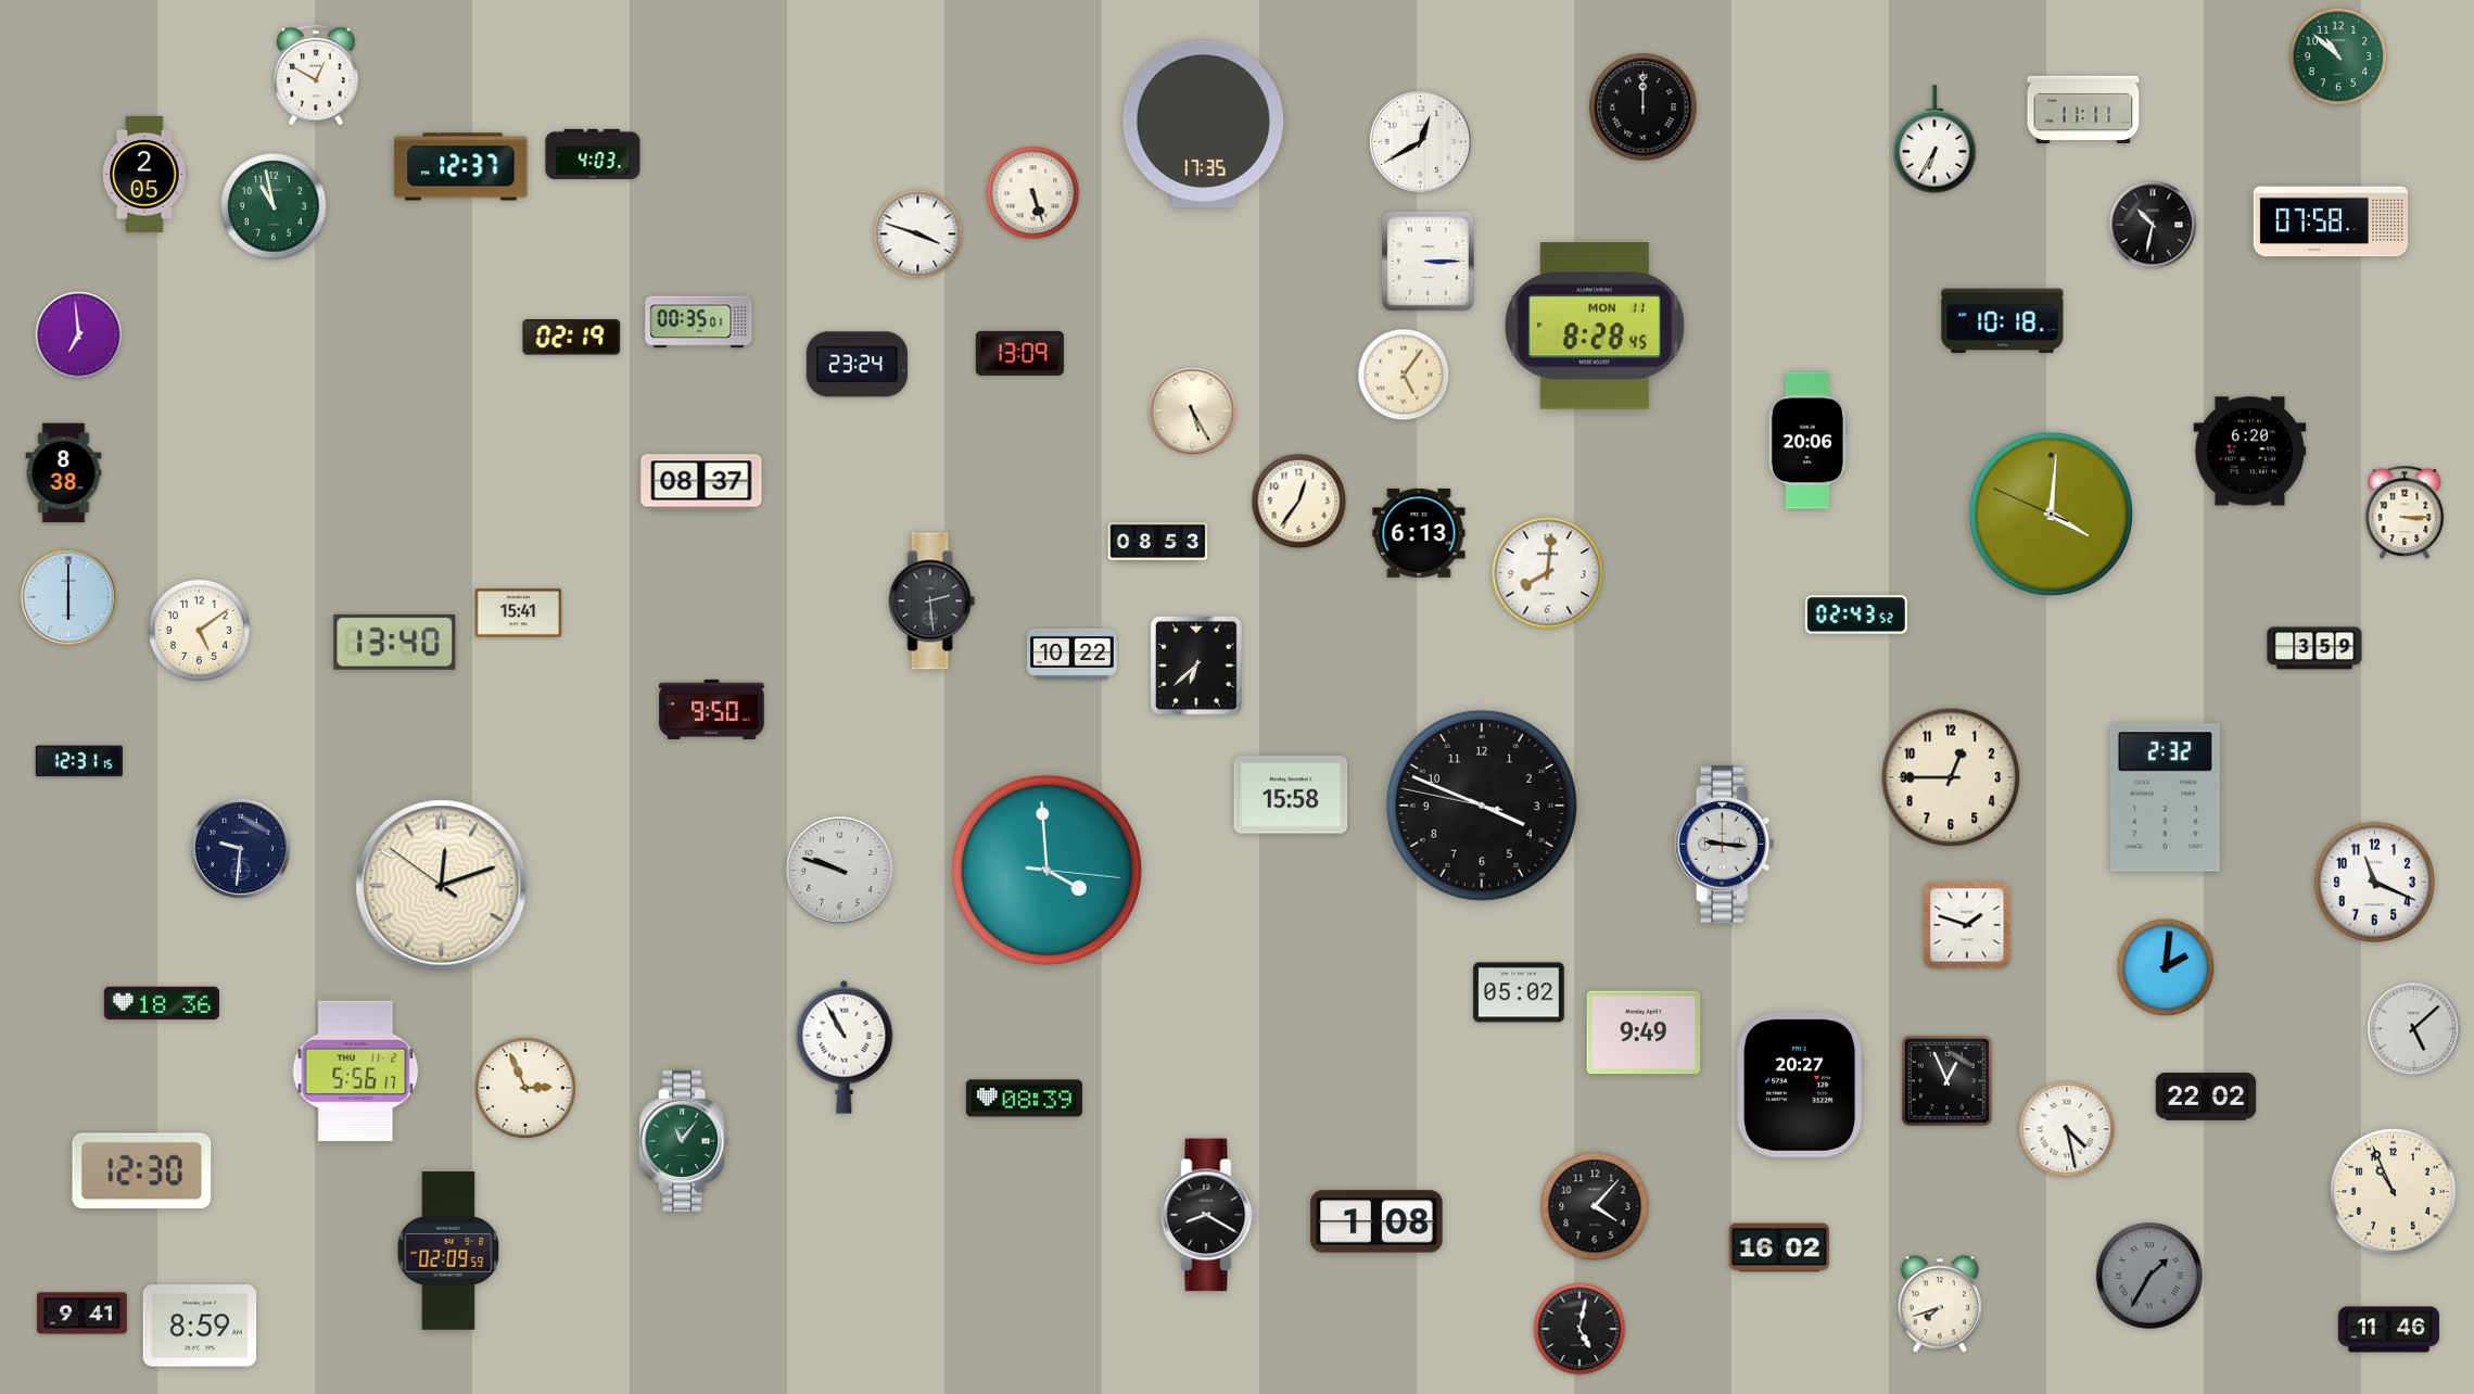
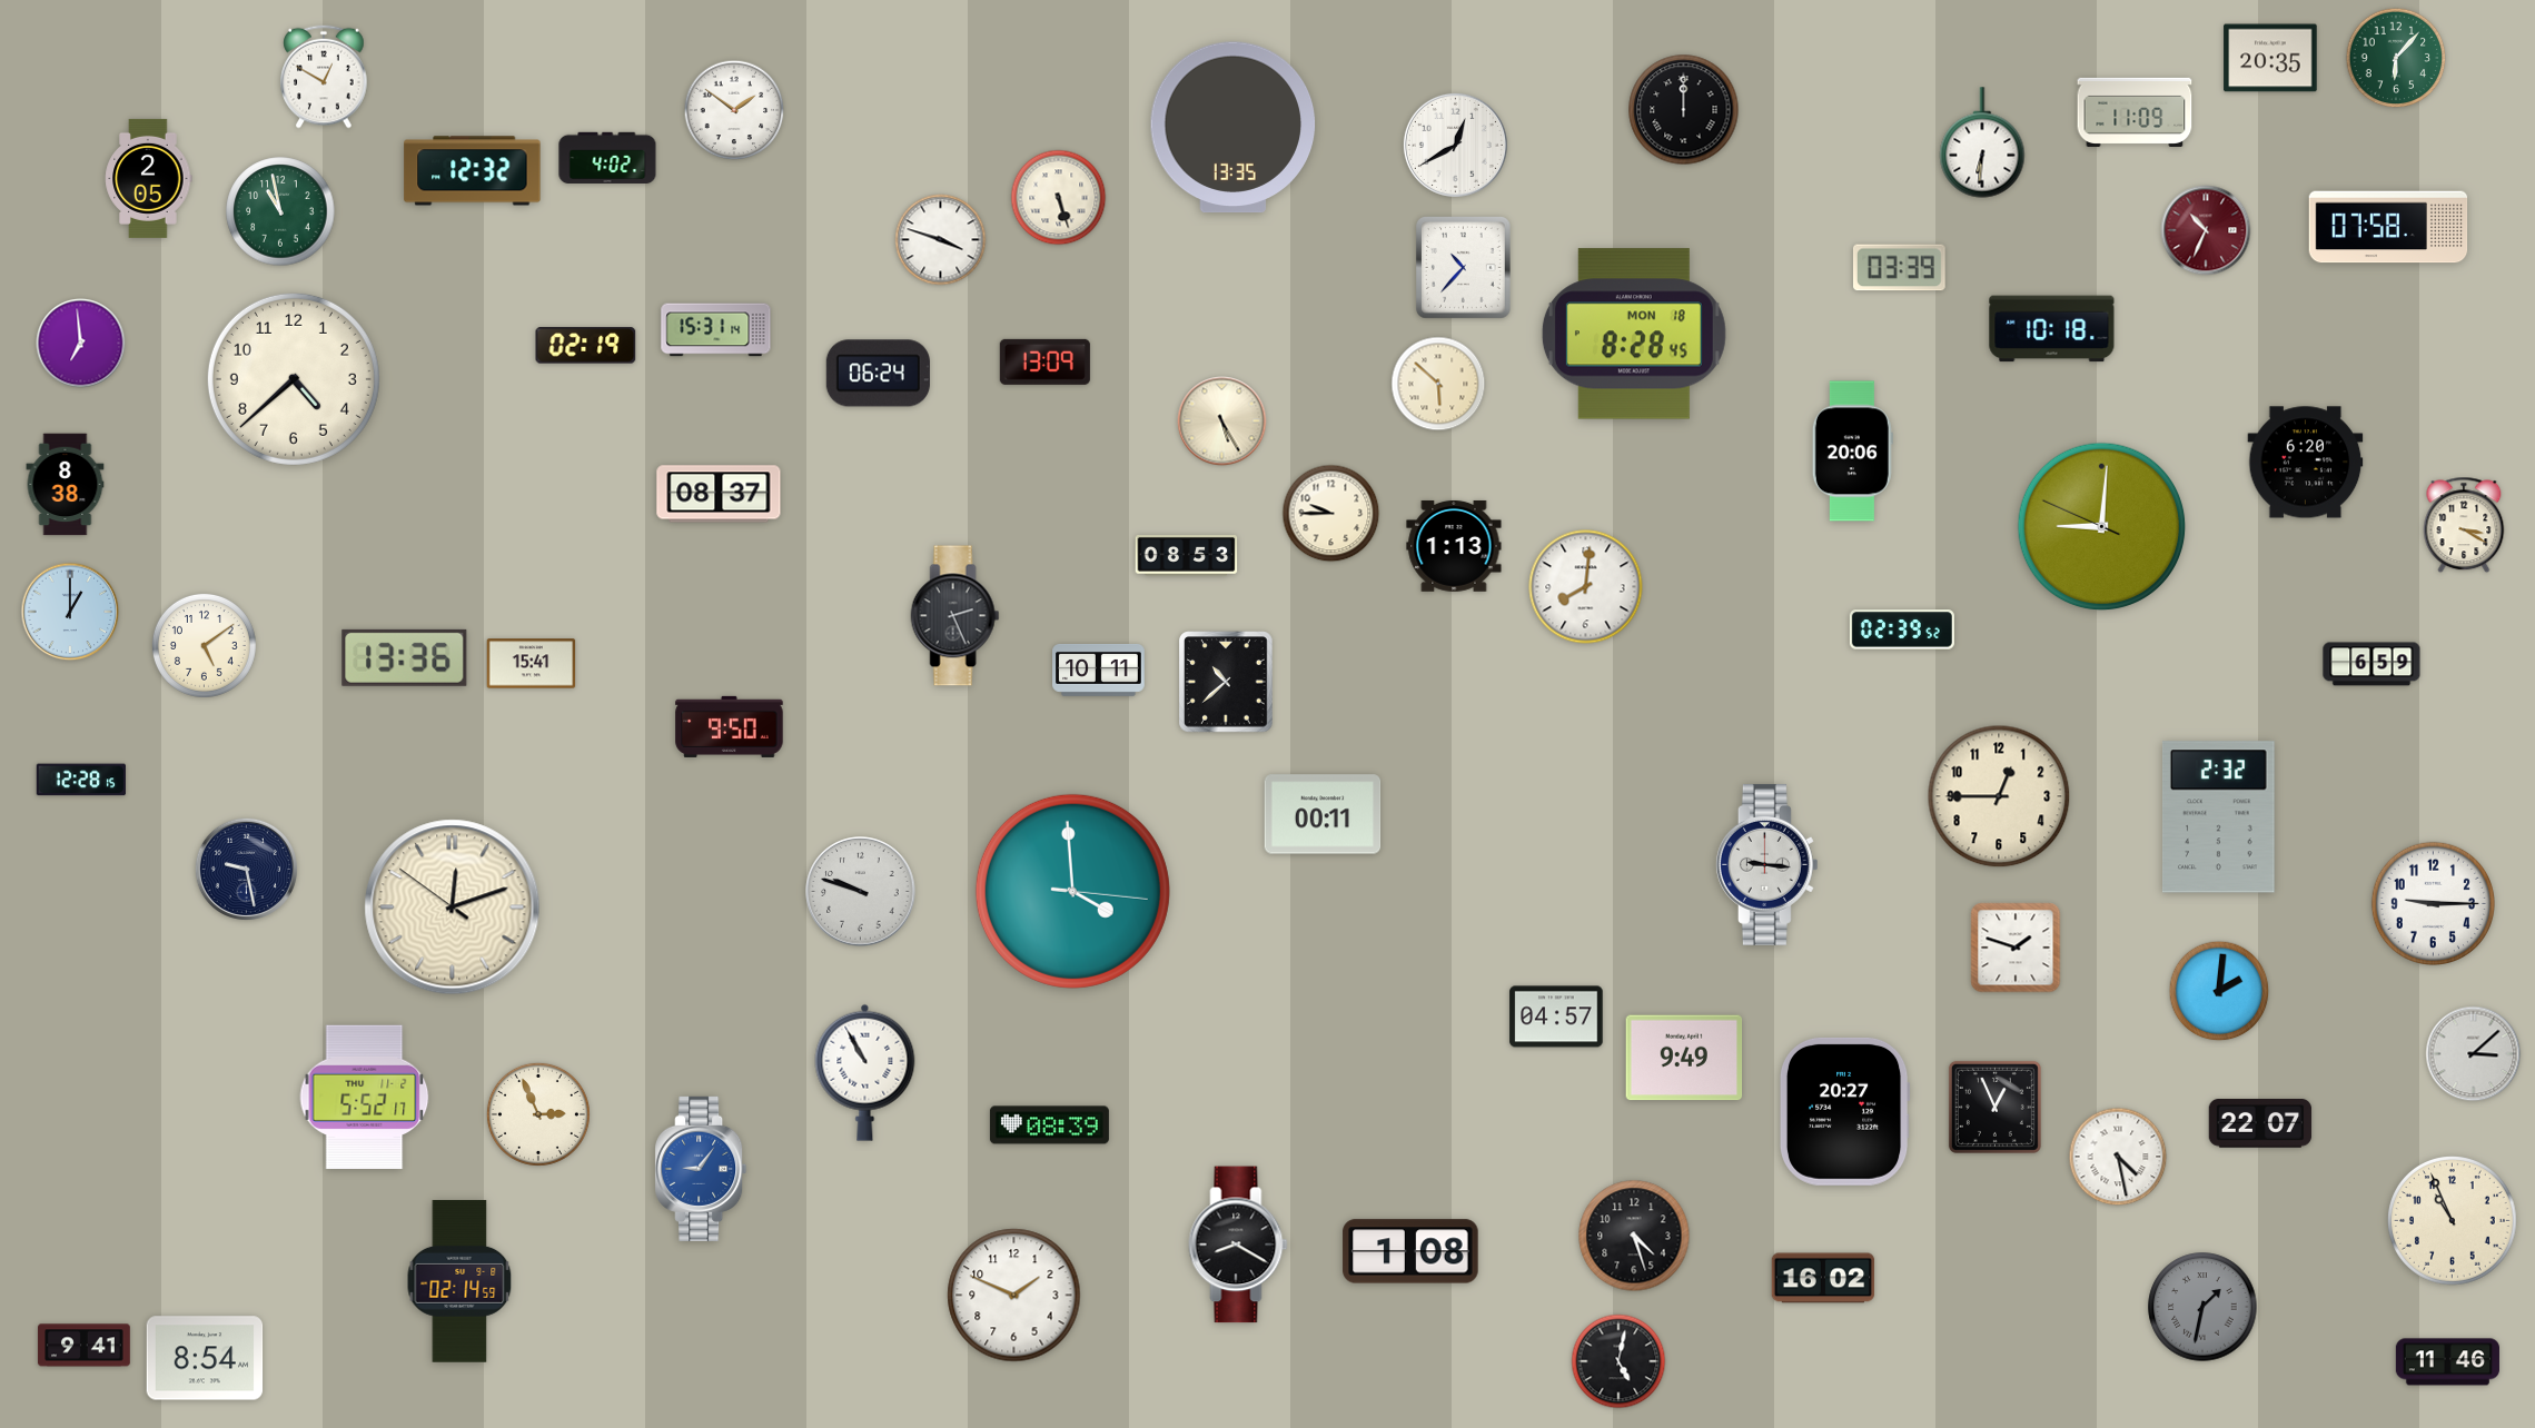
clock at (2270, 58): none -> 20:35
clock at (2338, 56): 10:52 -> 6:07
clock at (734, 110): none -> 1:51
clock at (2083, 110): 11:11 -> 11:09
clock at (1204, 125): 17:35 -> 13:35
clock at (1934, 139): 6:35 -> 6:31
clock at (593, 153): 4:03 -> 4:02
clock at (461, 167): 12:37 -> 12:32
clock at (2153, 225): 10:32 -> 10:34
clock at (2153, 225) dial: black -> burgundy
clock at (1429, 262): 3:15 -> 10:37
clock at (1899, 268): none -> 03:39
clock at (699, 322): 00:35 -> 15:31
clock at (1595, 326) date: MON 11 -> MON 18
clock at (857, 365): 23:24 -> 06:24
clock at (294, 379): none -> 4:38
clock at (1404, 375): 5:06 -> 5:52
clock at (1299, 502): 12:36 -> 9:45
clock at (2405, 512): 3:15 -> 3:20
clock at (2052, 515): 4:00 -> 9:00
clock at (1419, 533): 6:13 -> 1:13
clock at (68, 597): 6:00 -> 1:00
clock at (932, 601): 2:29 -> 2:26
clock at (519, 613) position: (519, 613) -> (532, 664)
clock at (1856, 614): 02:43 -> 02:39
clock at (395, 642): 13:40 -> 13:36
clock at (2314, 648): 3:59 -> 6:59
clock at (1073, 655): 10:22 -> 10:11
clock at (1196, 666): 6:38 -> 10:38
clock at (79, 761): 12:31 -> 12:28
clock at (1291, 795): 15:58 -> 00:11
clock at (1482, 806): 3:48 -> none
clock at (240, 848): 9:31 -> 9:28
clock at (2374, 882): 11:19 -> 9:15
clock at (1519, 992): 05:02 -> 04:57
clock at (162, 1003): 18:36 -> none
clock at (2414, 1029): 5:08 -> 3:08
clock at (356, 1072): 5:56 -> 5:52
clock at (2206, 1097): 22:02 -> 22:07
clock at (684, 1141): 11:06 -> 9:06
clock at (684, 1141) dial: green -> blue
clock at (142, 1171): 12:30 -> none
clock at (1595, 1206): 4:07 -> 4:27
clock at (448, 1252): 02:09 -> 02:14
clock at (1014, 1296): none -> 1:49
clock at (2149, 1276): 1:35 -> 1:32
clock at (1939, 1304): 7:42 -> none
clock at (200, 1326): 8:59 -> 8:54
